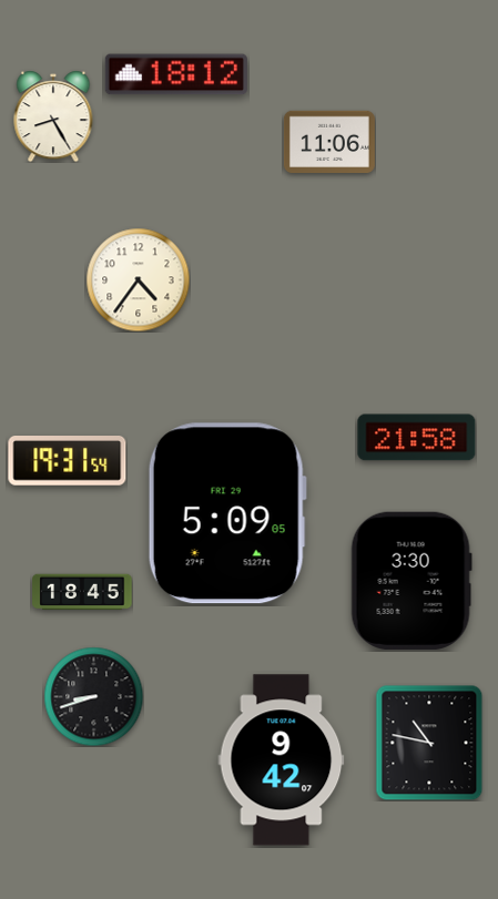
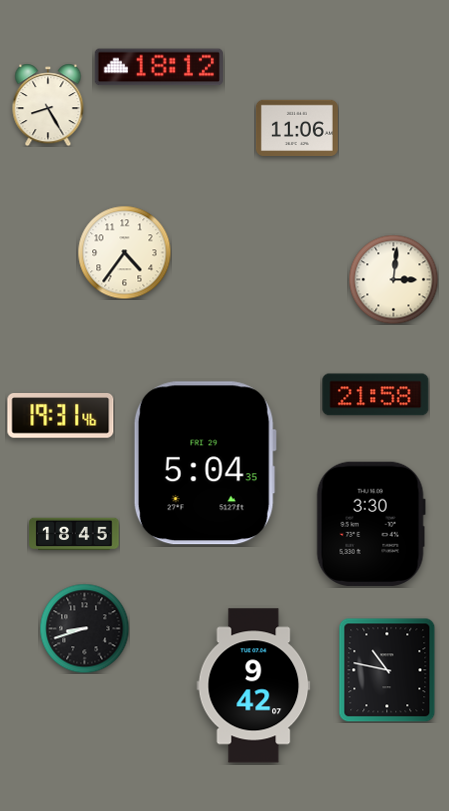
clock at (393, 279): none -> 3:01
clock at (68, 461): 19:31:54 -> 19:31:46
clock at (227, 513): 5:09 -> 5:04
